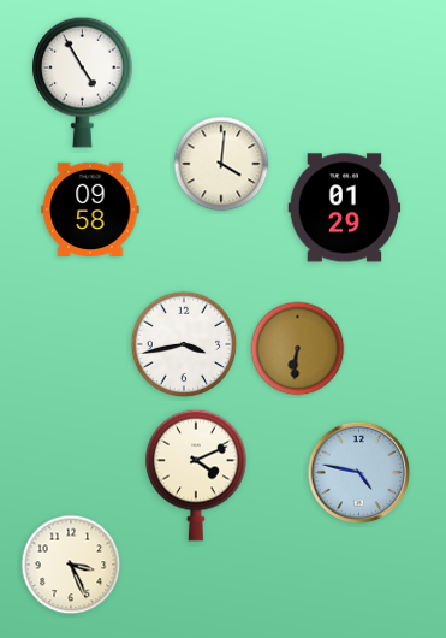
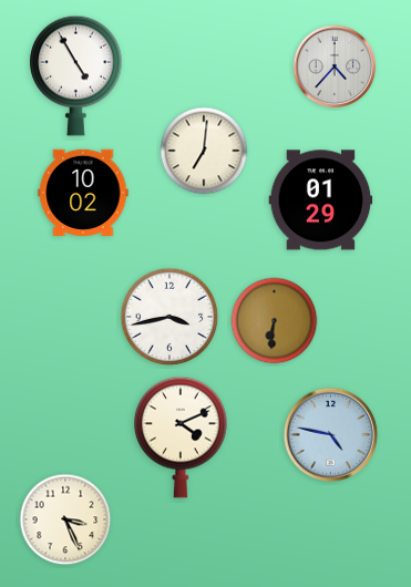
clock at (335, 66): none -> 4:37
clock at (221, 164): 4:01 -> 7:01
clock at (90, 208): 09:58 -> 10:02
clock at (345, 208) position: (345, 208) -> (321, 200)
